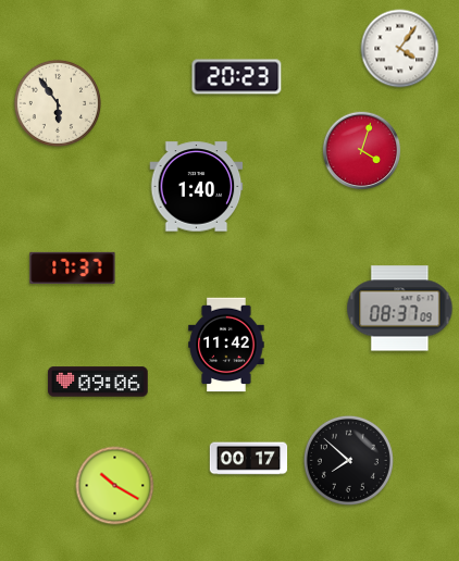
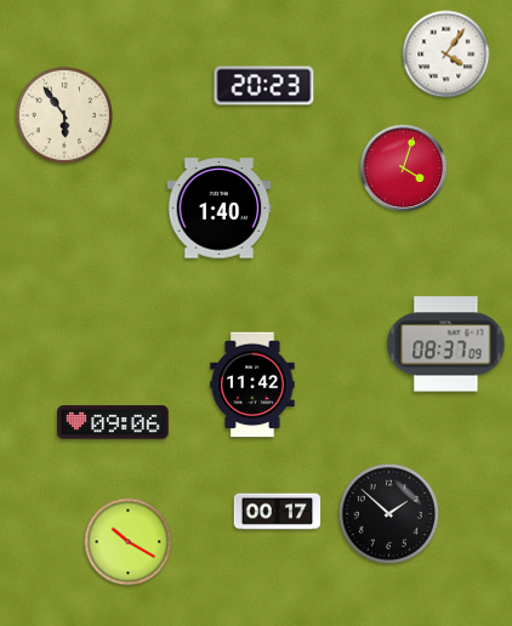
clock at (73, 267): 17:37 -> none
clock at (98, 382) position: (98, 382) -> (113, 422)
clock at (348, 460): 7:52 -> 1:52
